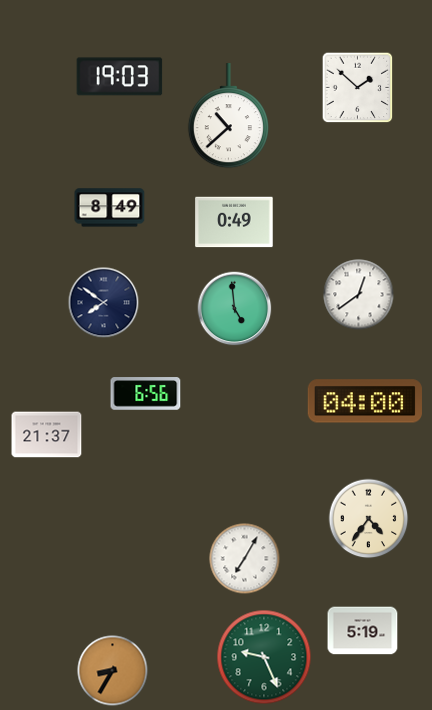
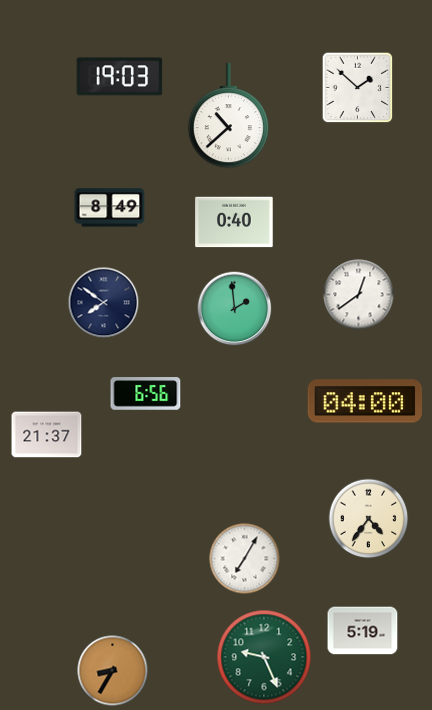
clock at (234, 222): 0:49 -> 0:40
clock at (235, 309): 4:59 -> 1:59
